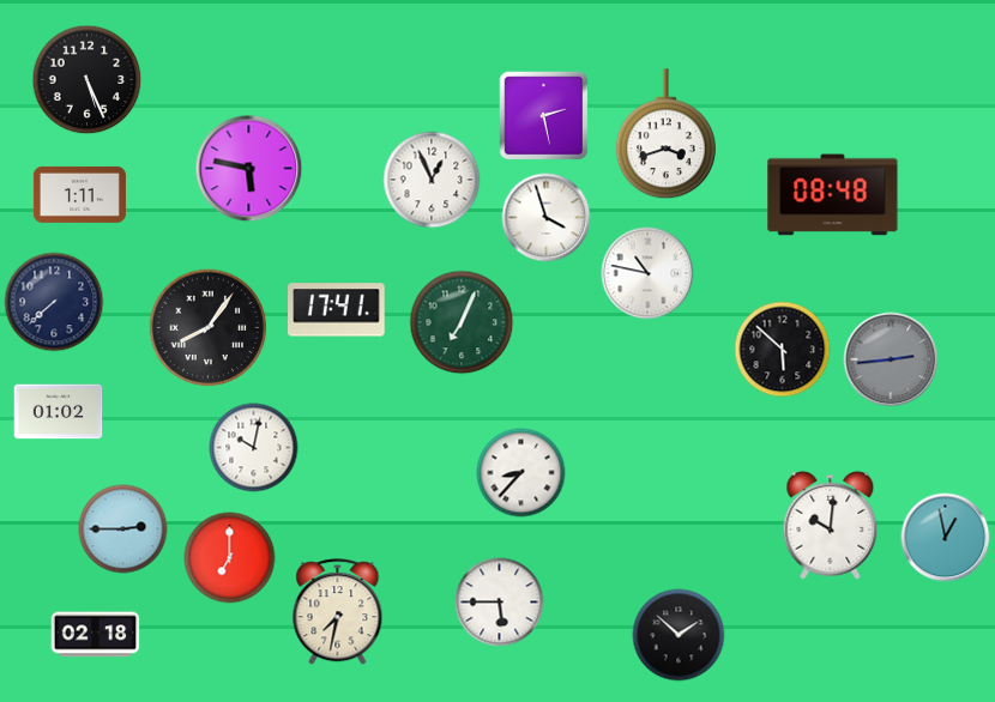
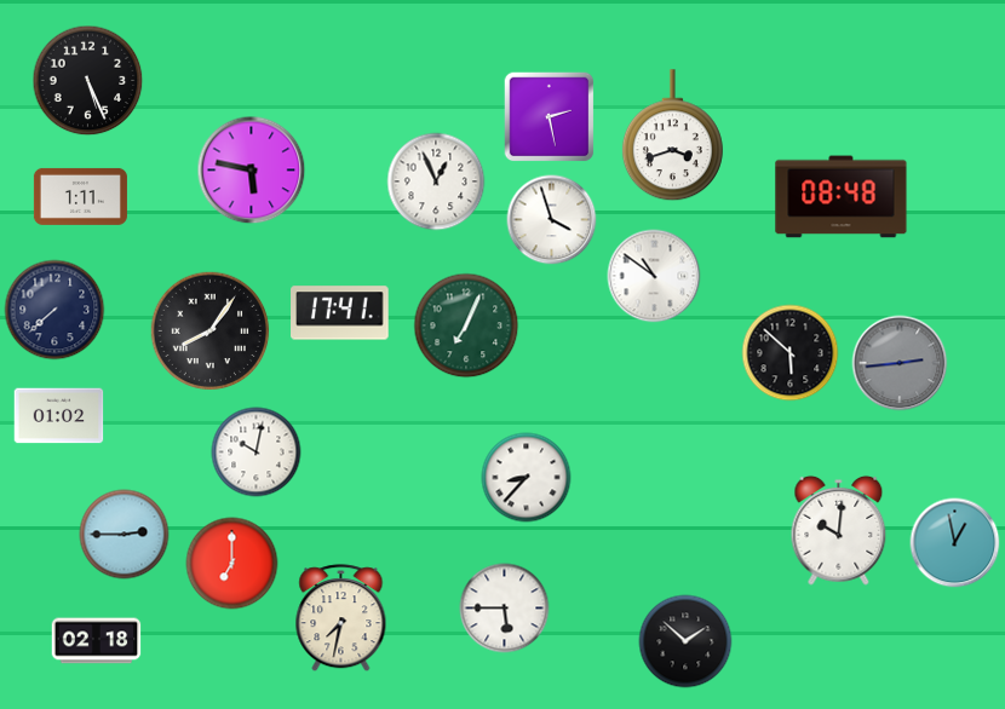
clock at (647, 273): 10:47 -> 10:51
clock at (54, 302) position: (54, 302) -> (54, 310)
